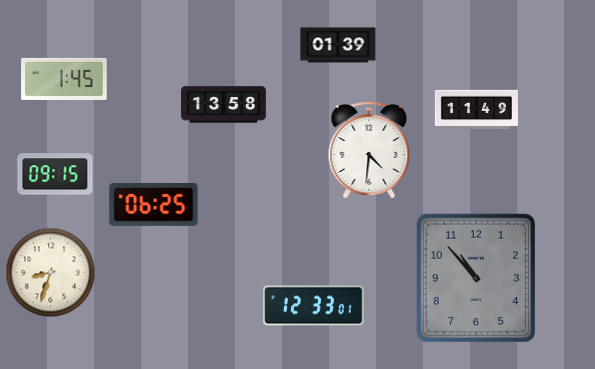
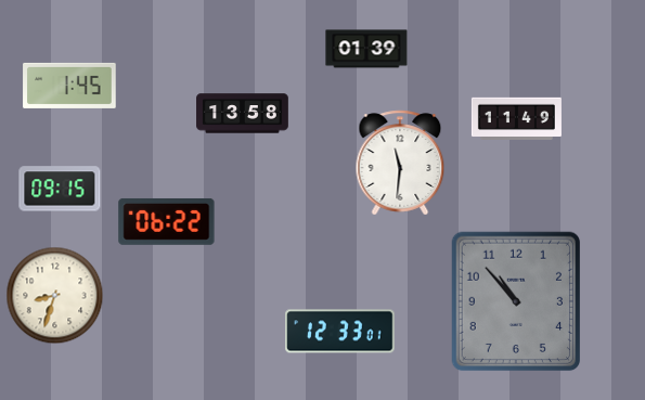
clock at (369, 150): 4:31 -> 11:31
clock at (154, 205): 06:25 -> 06:22
